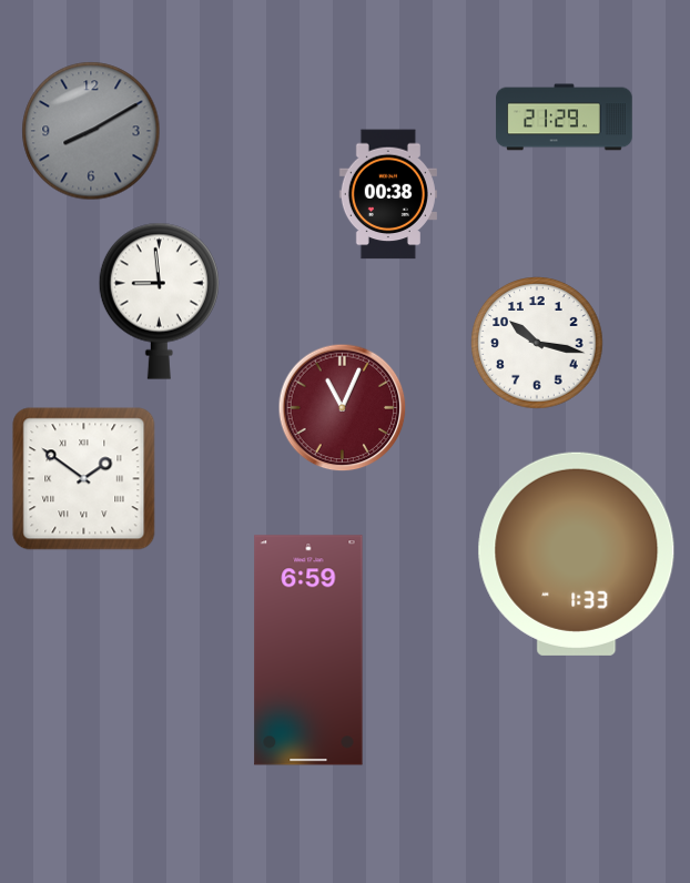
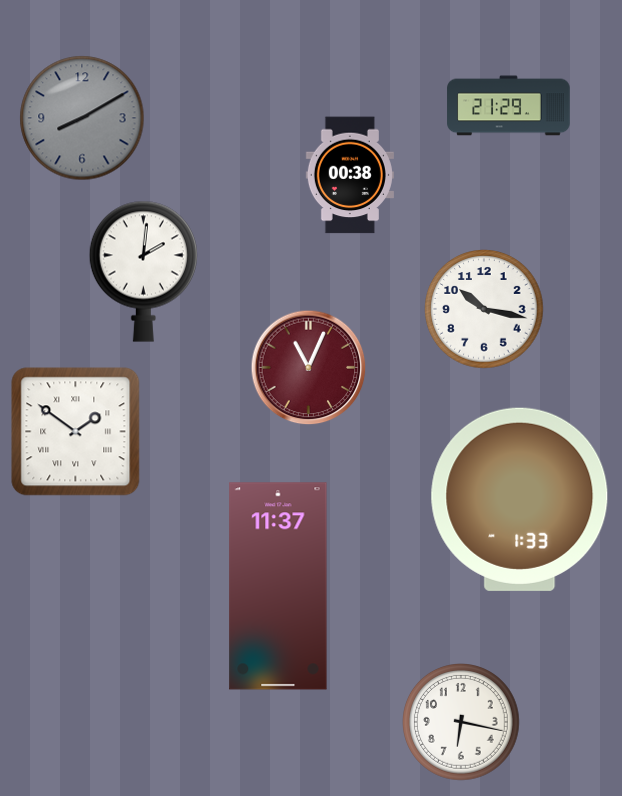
clock at (159, 301): 8:59 -> 2:01
clock at (308, 650): 6:59 -> 11:37
clock at (462, 723): none -> 6:17
